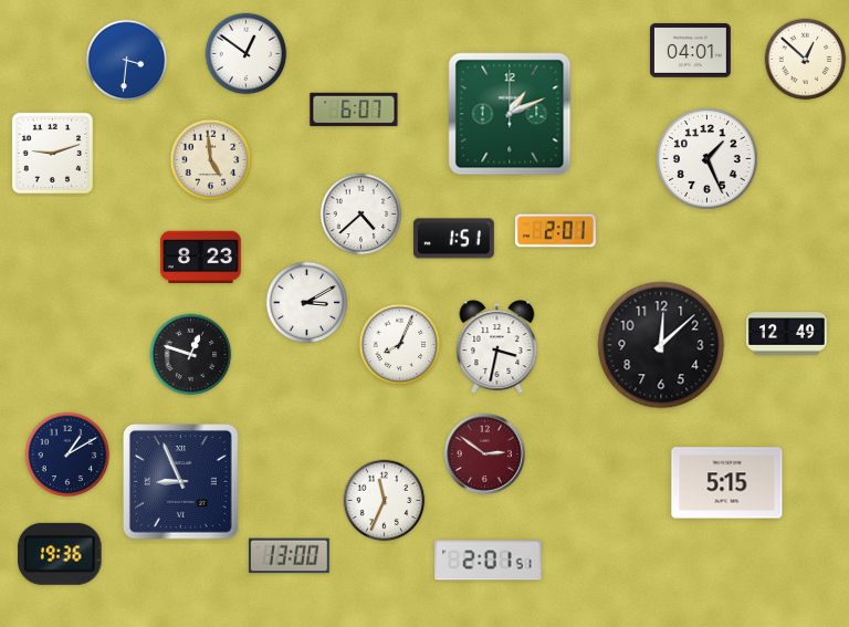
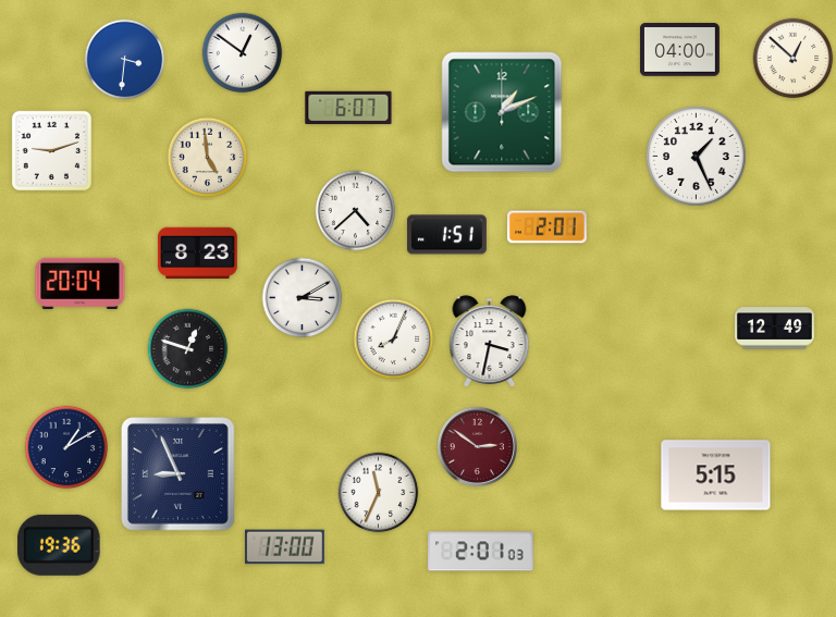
clock at (690, 51): 04:01 -> 04:00
clock at (81, 283): none -> 20:04
clock at (661, 345): 12:08 -> none
clock at (489, 561): 2:01:51 -> 2:01:03
